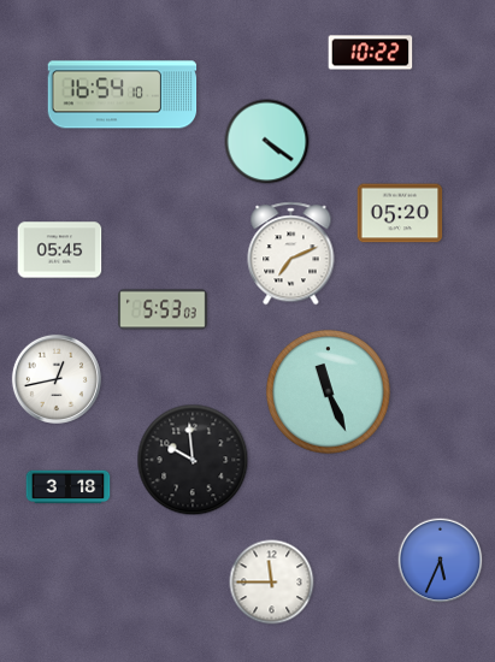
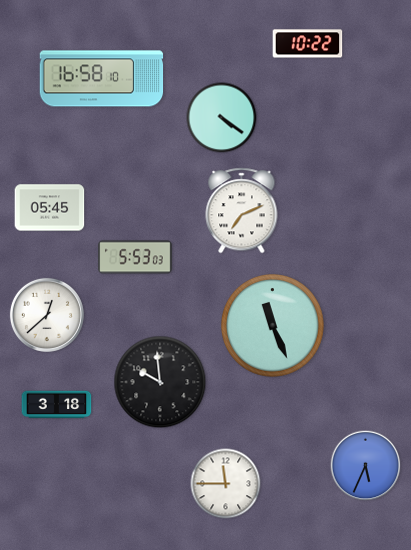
clock at (123, 95): 16:54 -> 16:58
clock at (400, 213): 05:20 -> none
clock at (57, 379): 12:43 -> 12:38
